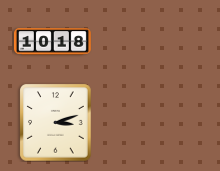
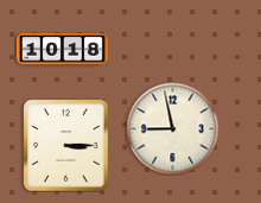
clock at (172, 128): none -> 8:58
clock at (56, 122): 3:12 -> 3:15
